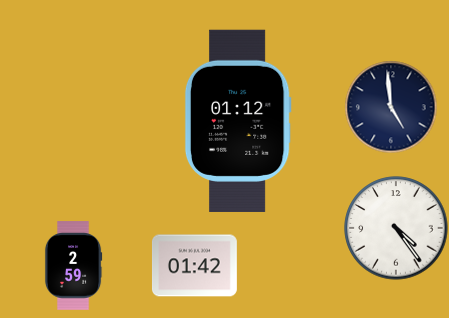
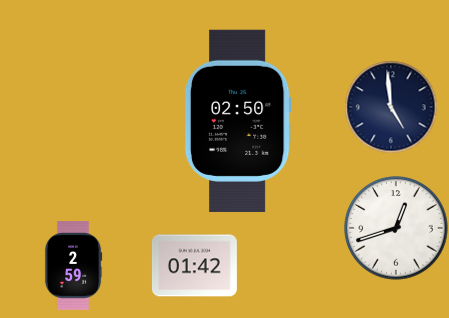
clock at (238, 121): 01:12 -> 02:50
clock at (396, 228): 4:24 -> 12:42
